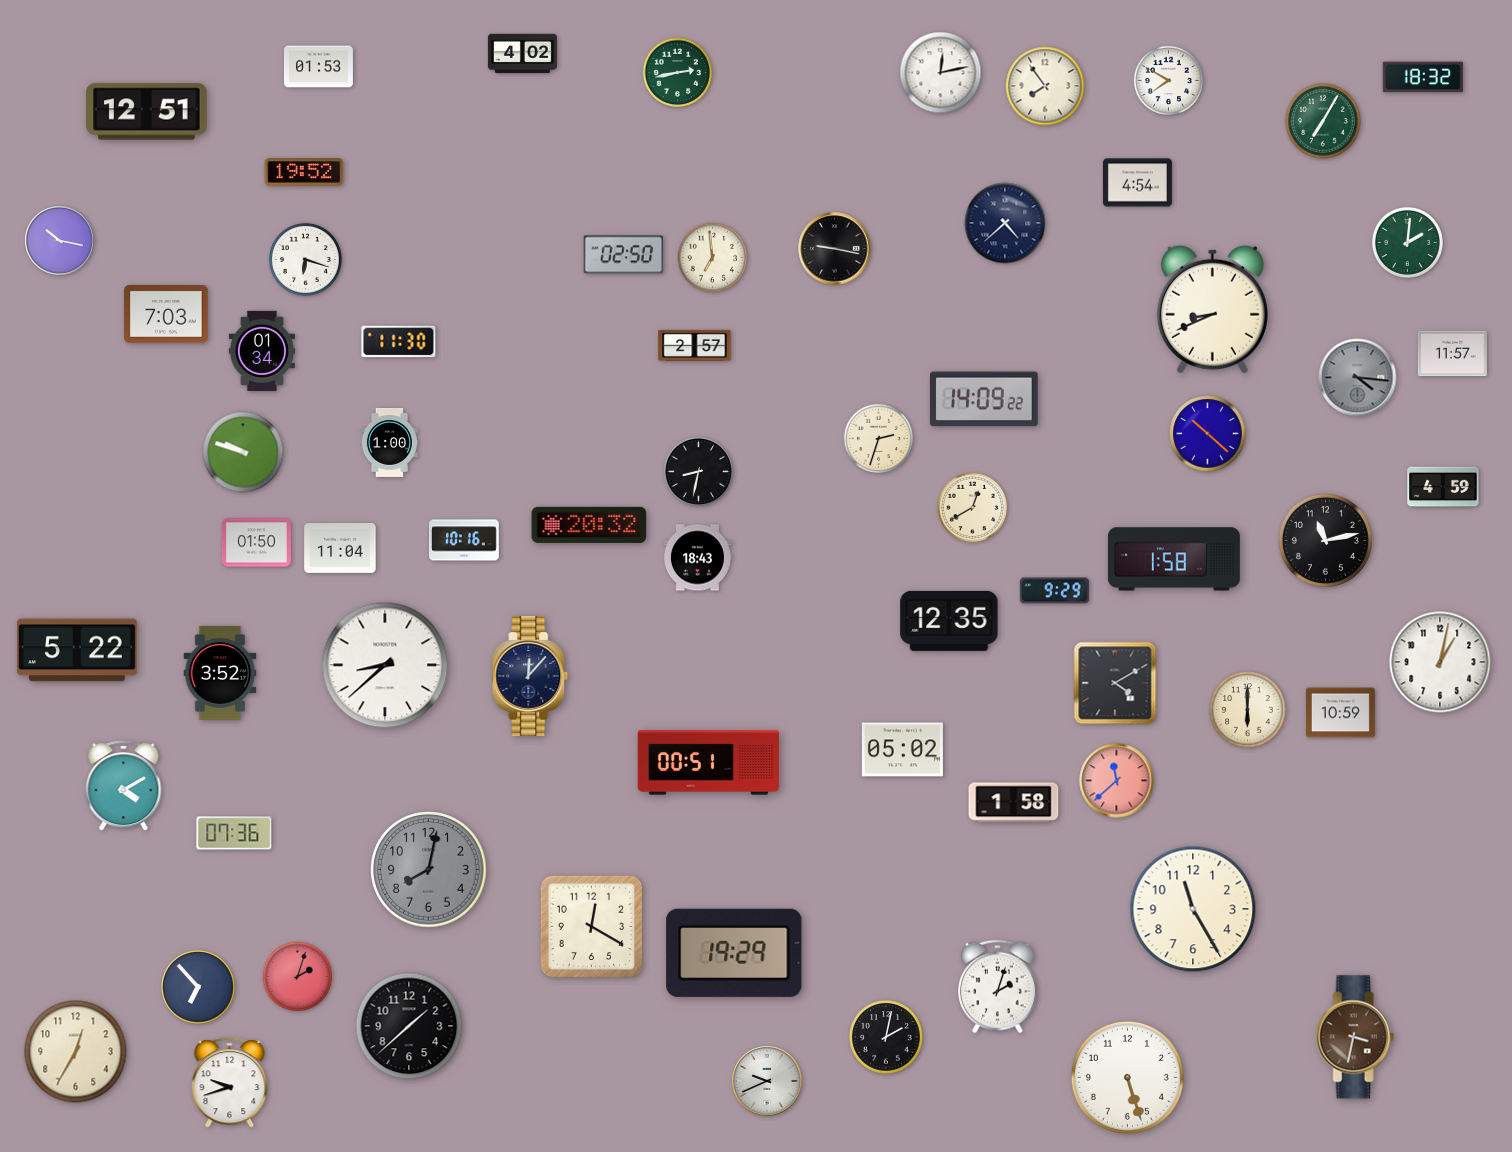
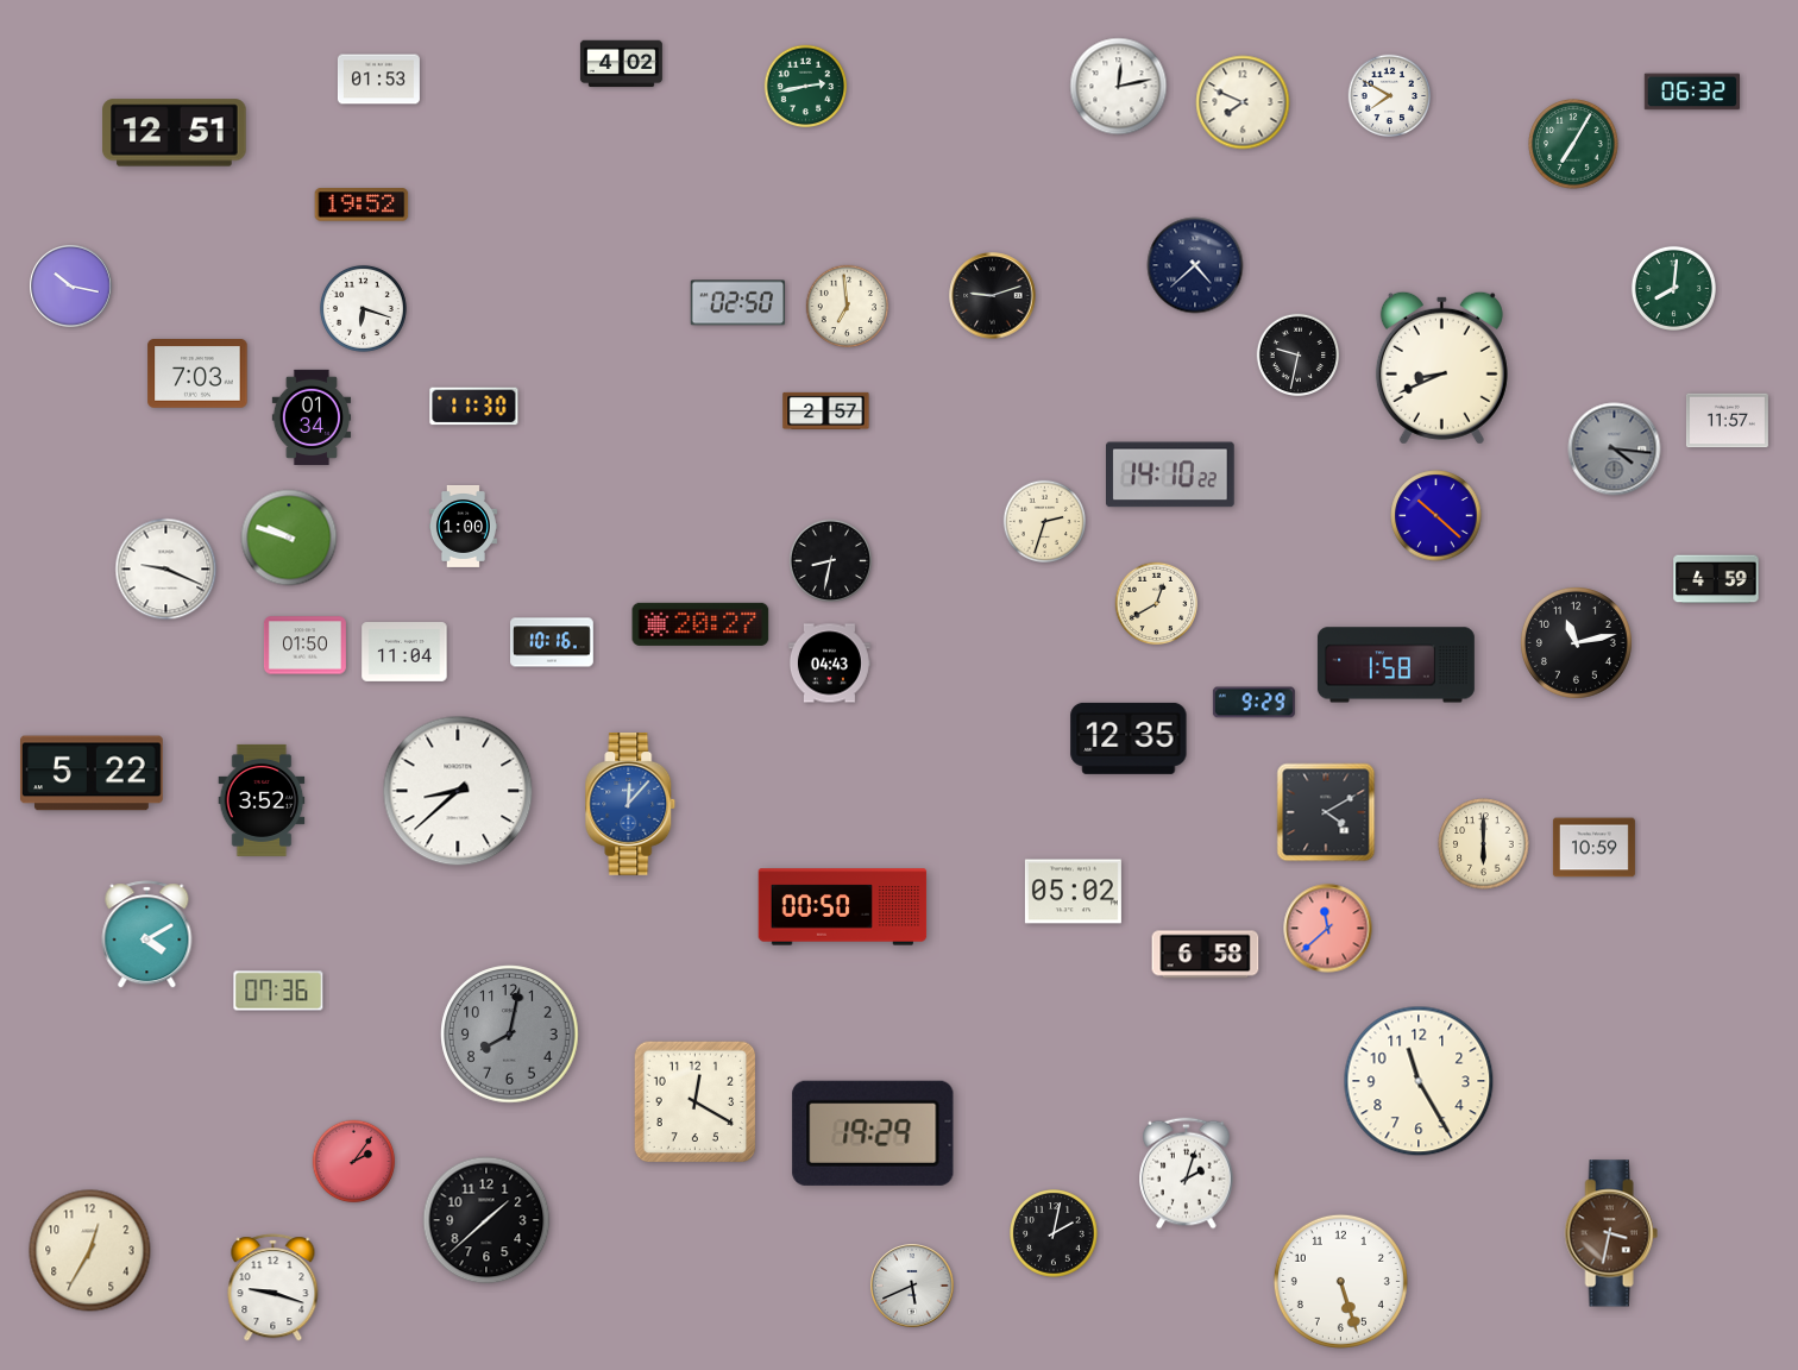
clock at (1423, 77): 18:32 -> 06:32
clock at (1045, 86): 7:54 -> 7:49
clock at (1137, 183): 4:54 -> none
clock at (1407, 242): 2:01 -> 8:01
clock at (835, 249): 9:17 -> 9:12
clock at (624, 255) position: (624, 255) -> (738, 303)
clock at (1299, 356): none -> 9:32
clock at (985, 399): 14:09 -> 14:10
clock at (166, 570): none -> 9:19
clock at (589, 525): 20:32 -> 20:27
clock at (697, 558): 18:43 -> 04:43
clock at (1440, 662): 1:02 -> none
clock at (530, 677) dial: navy -> blue
clock at (709, 763): 00:51 -> 00:50
clock at (1014, 803): 1:58 -> 6:58
clock at (592, 927) position: (592, 927) -> (696, 1102)
clock at (298, 977): 2:03 -> 2:06
clock at (198, 987): 6:53 -> none
clock at (767, 1081): 9:41 -> 5:41
clock at (230, 1083): 9:42 -> 9:18
